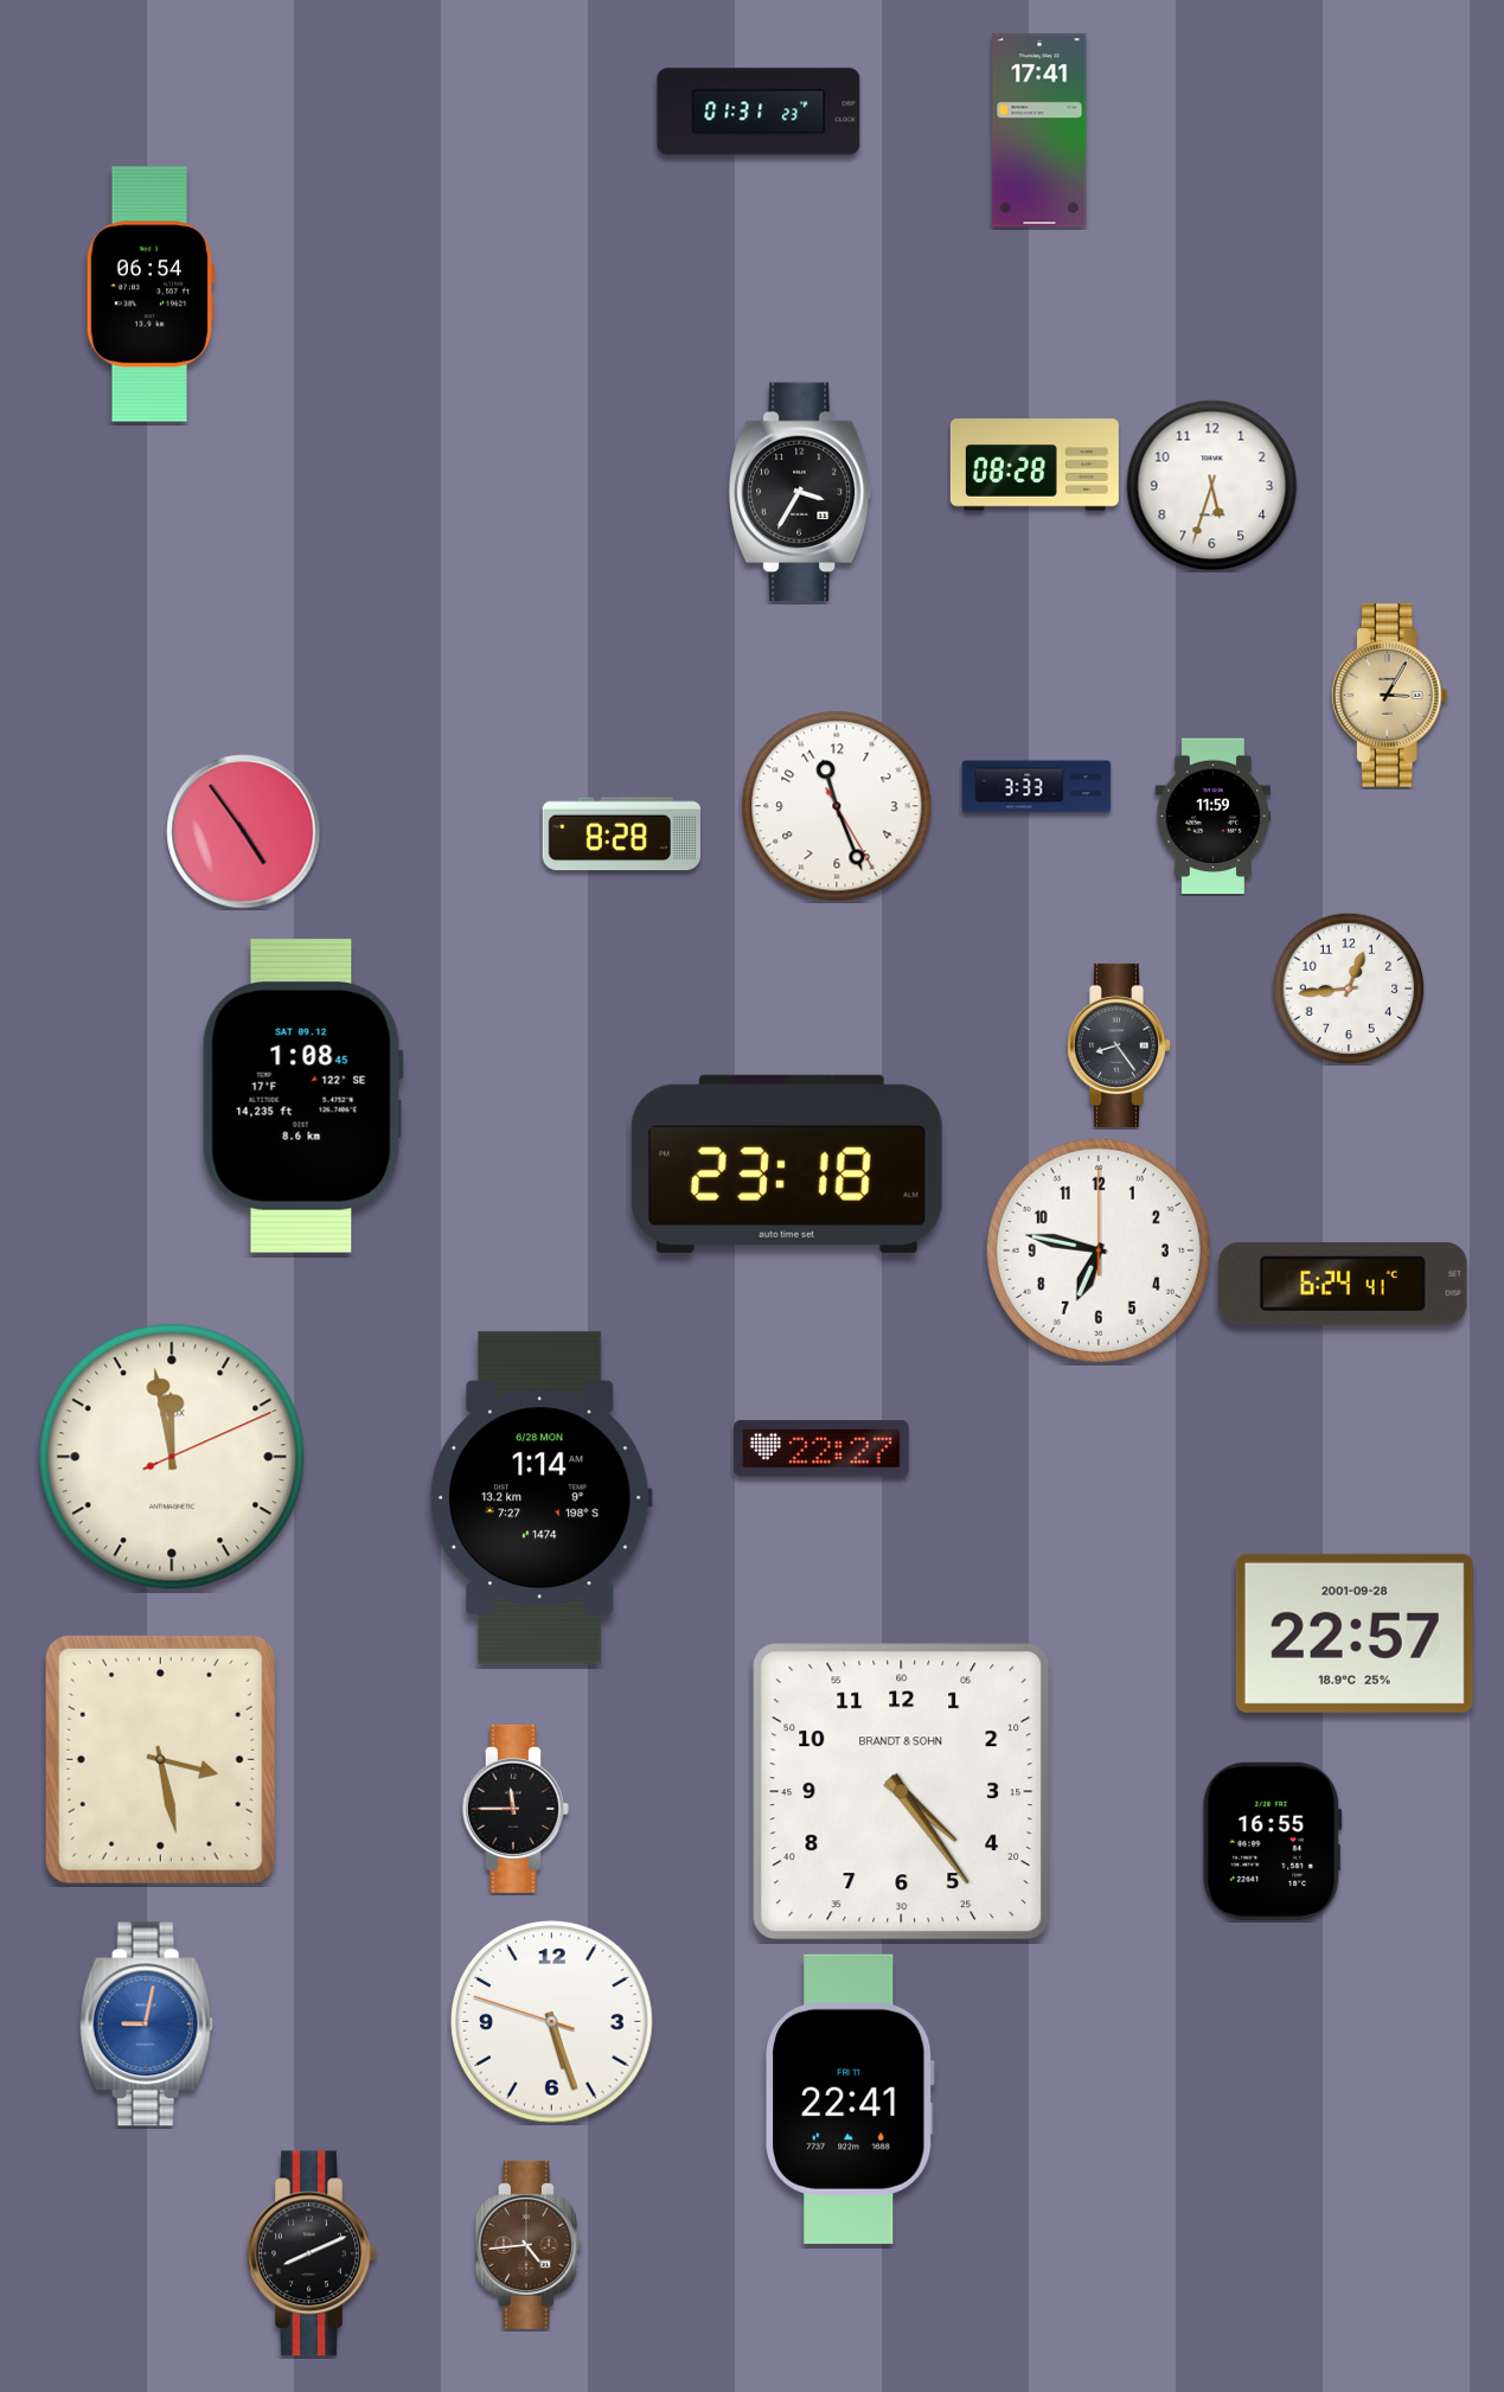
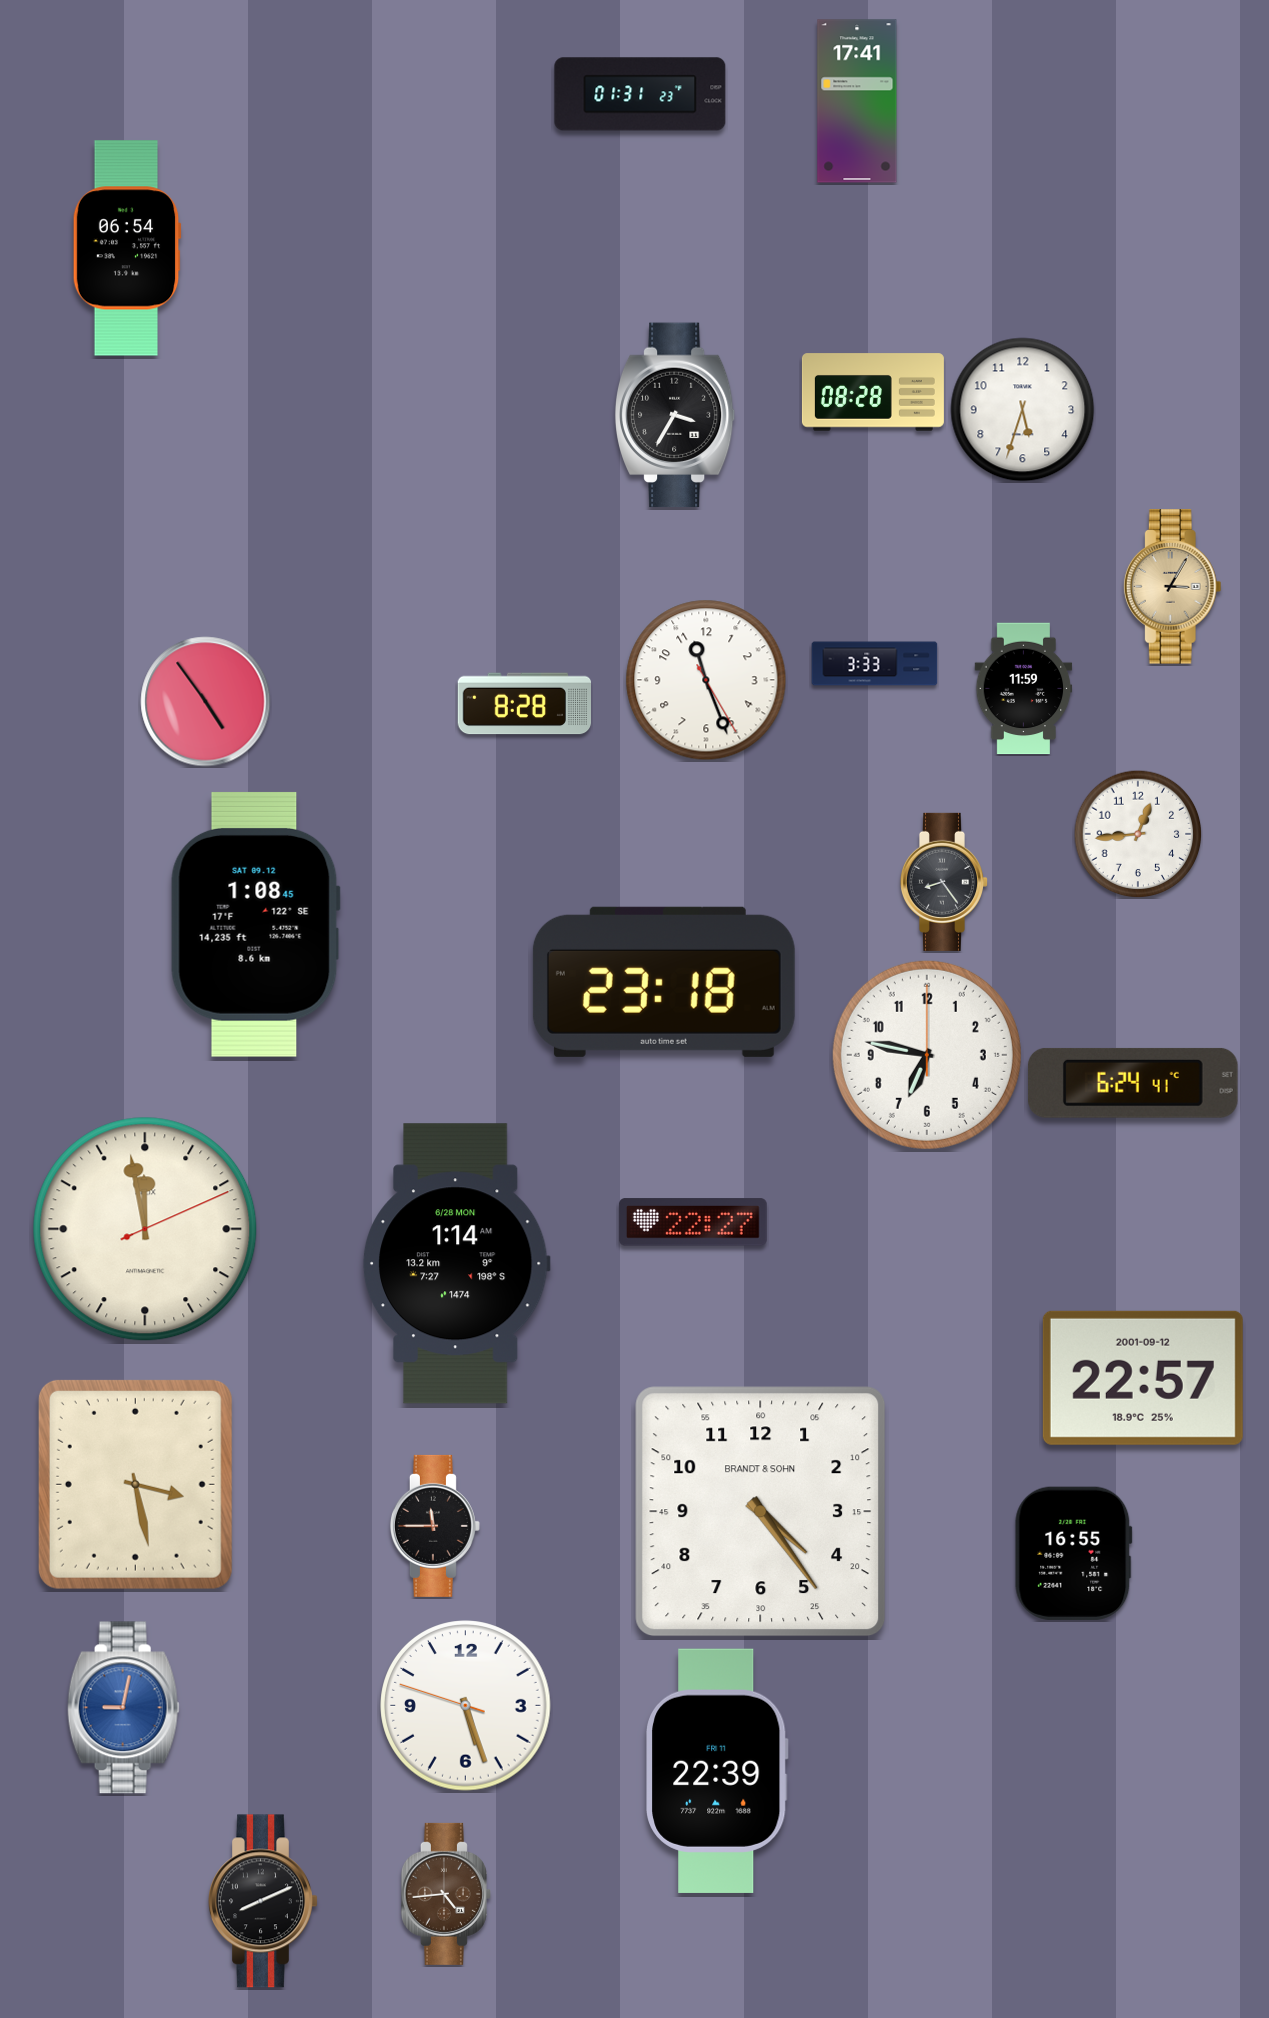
clock at (1039, 130) position: (1039, 130) -> (857, 101)
clock at (1355, 1633) date: 2001-09-28 -> 2001-09-12
clock at (851, 2099): 22:41 -> 22:39
